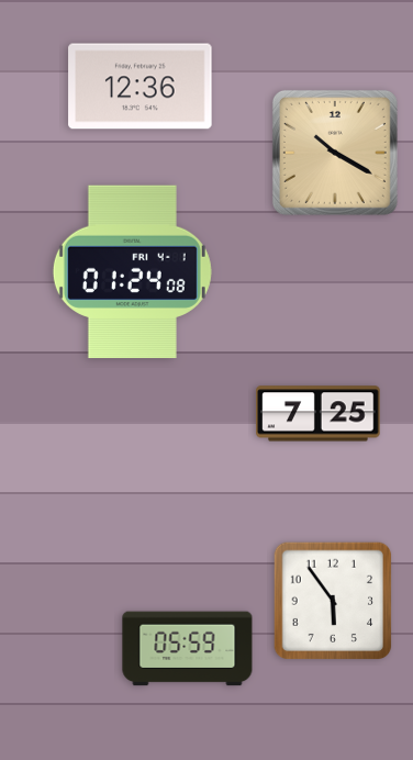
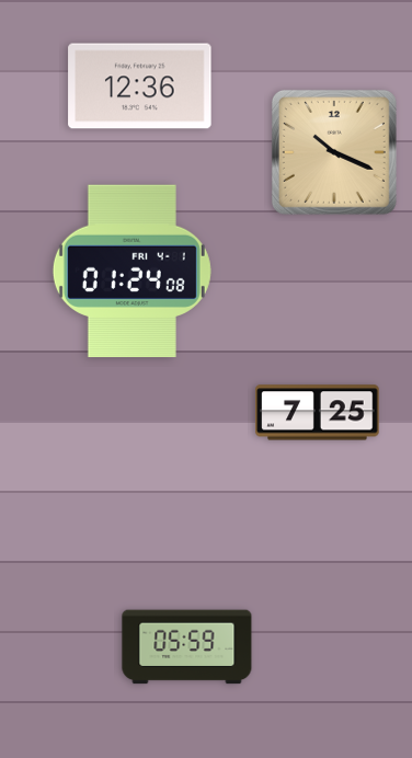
clock at (335, 153): 10:20 -> 10:19
clock at (333, 601): 5:54 -> none
